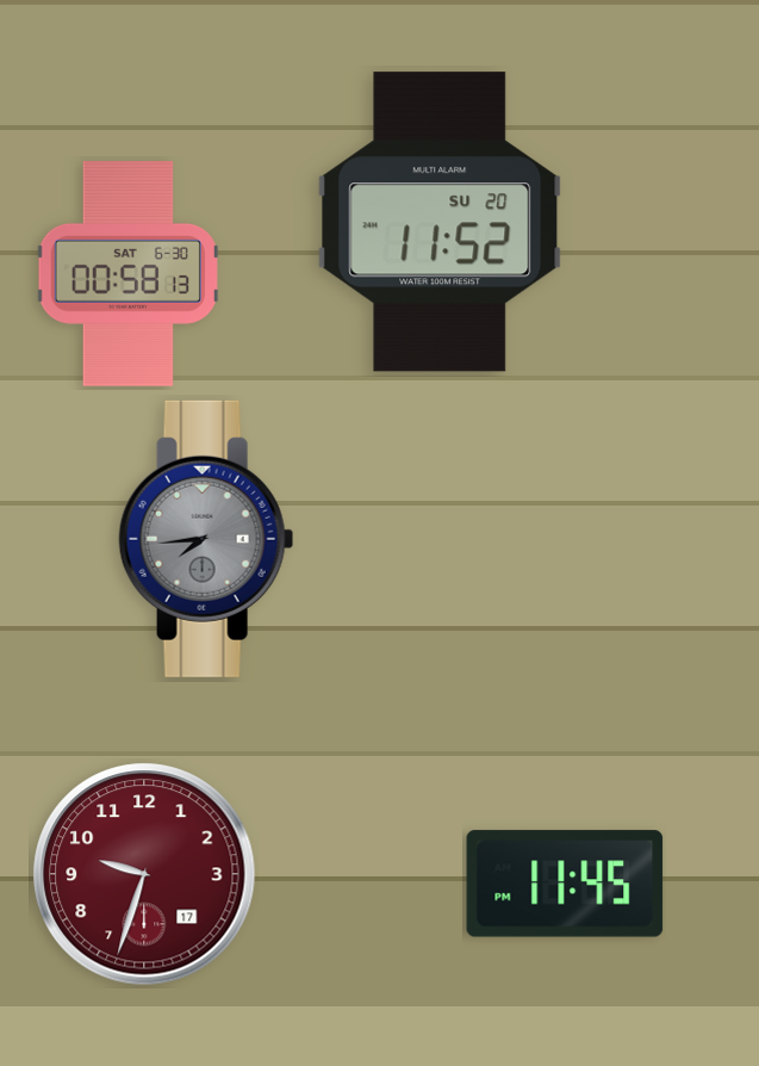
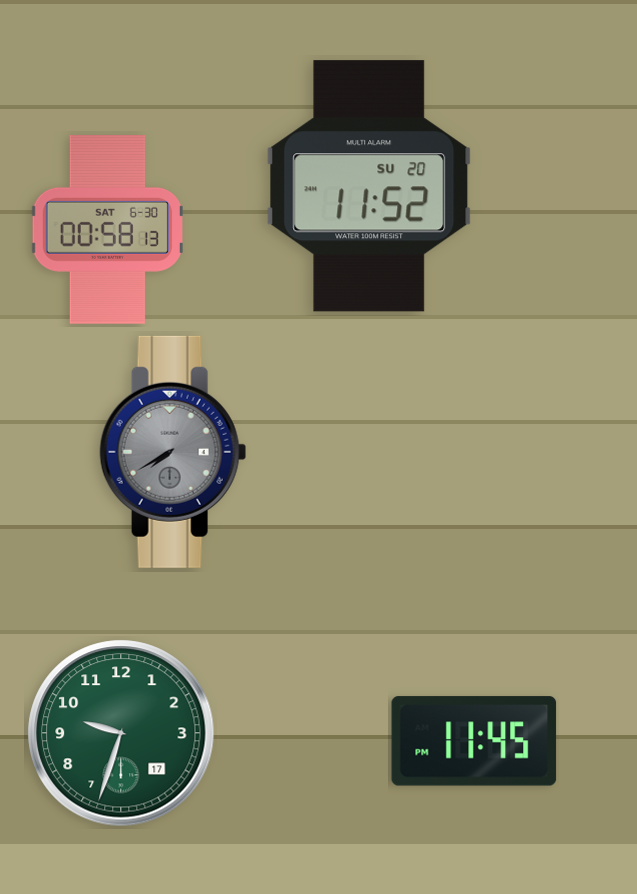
clock at (206, 539): 7:44 -> 7:40
clock at (144, 874) dial: burgundy -> green
